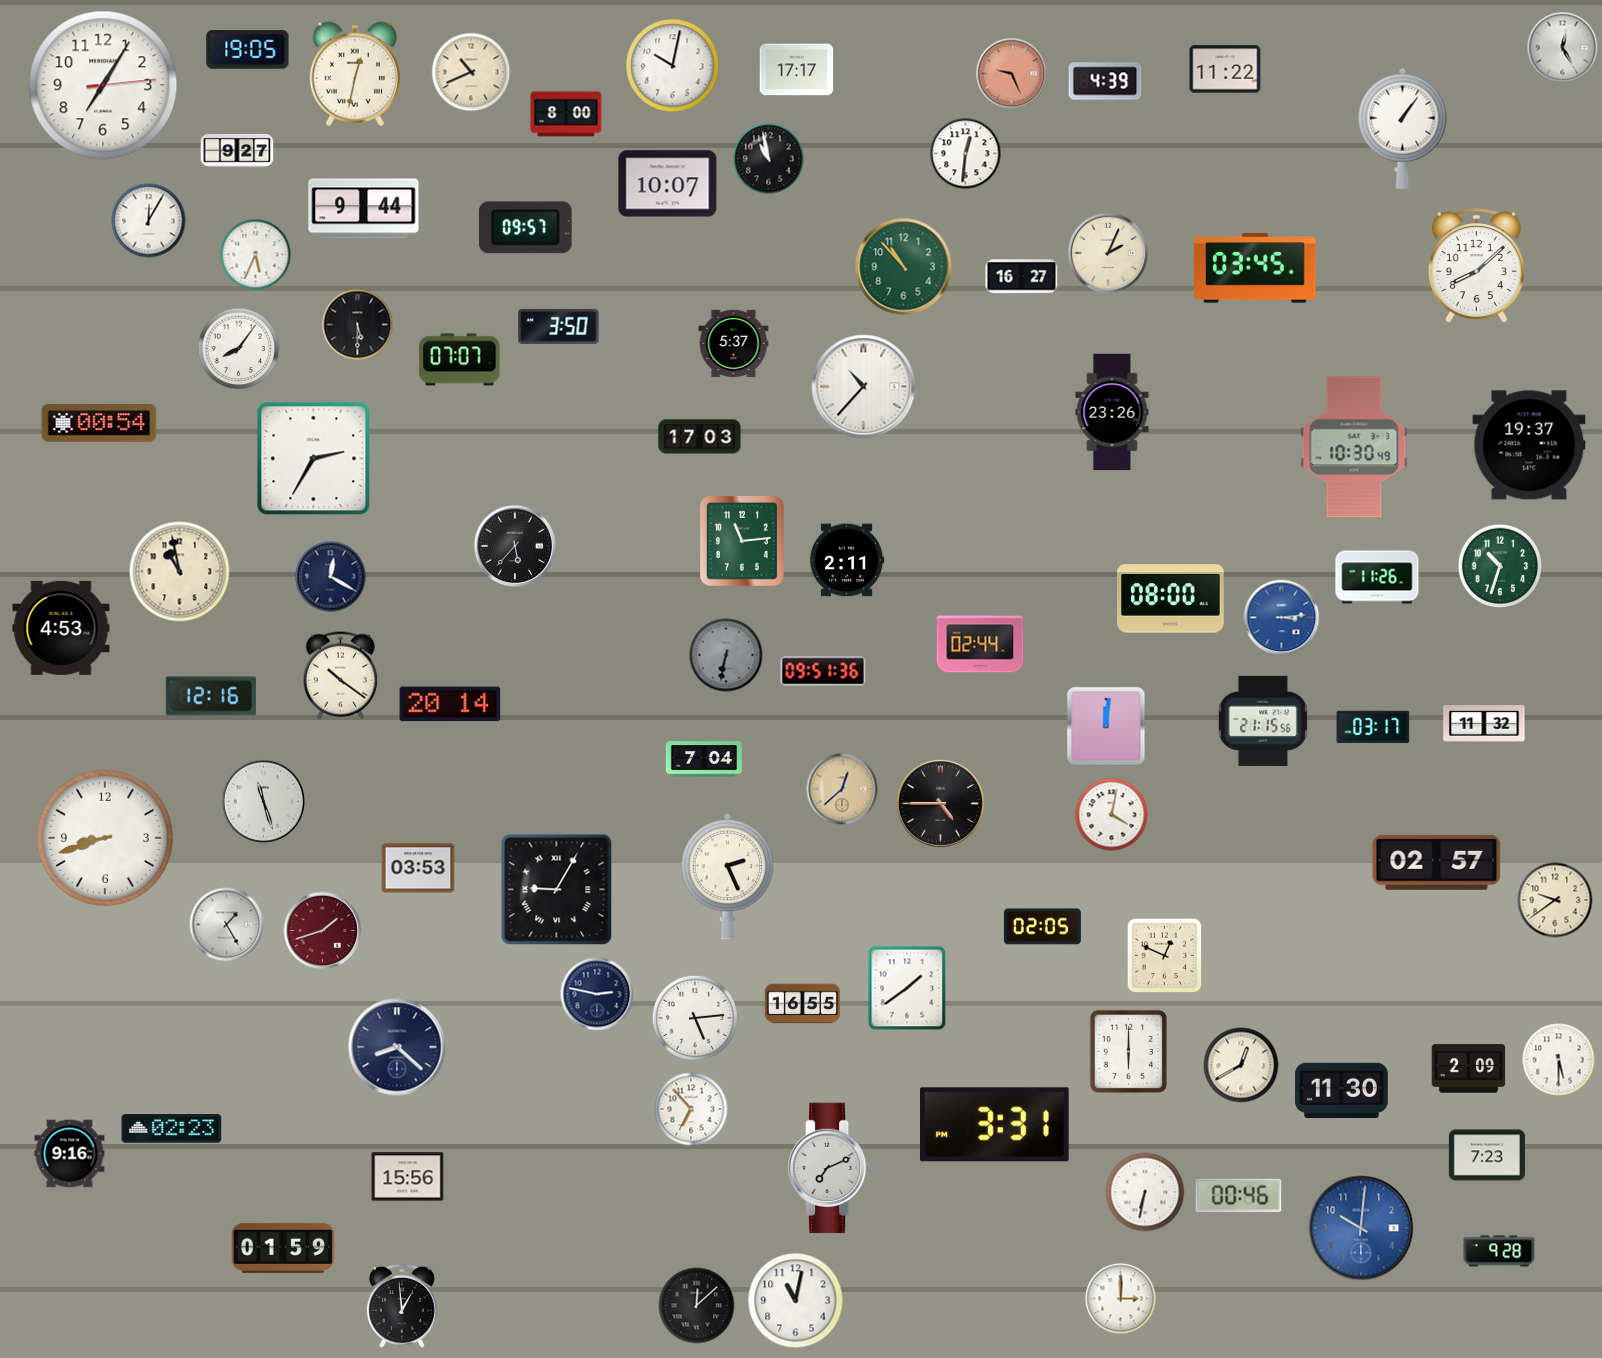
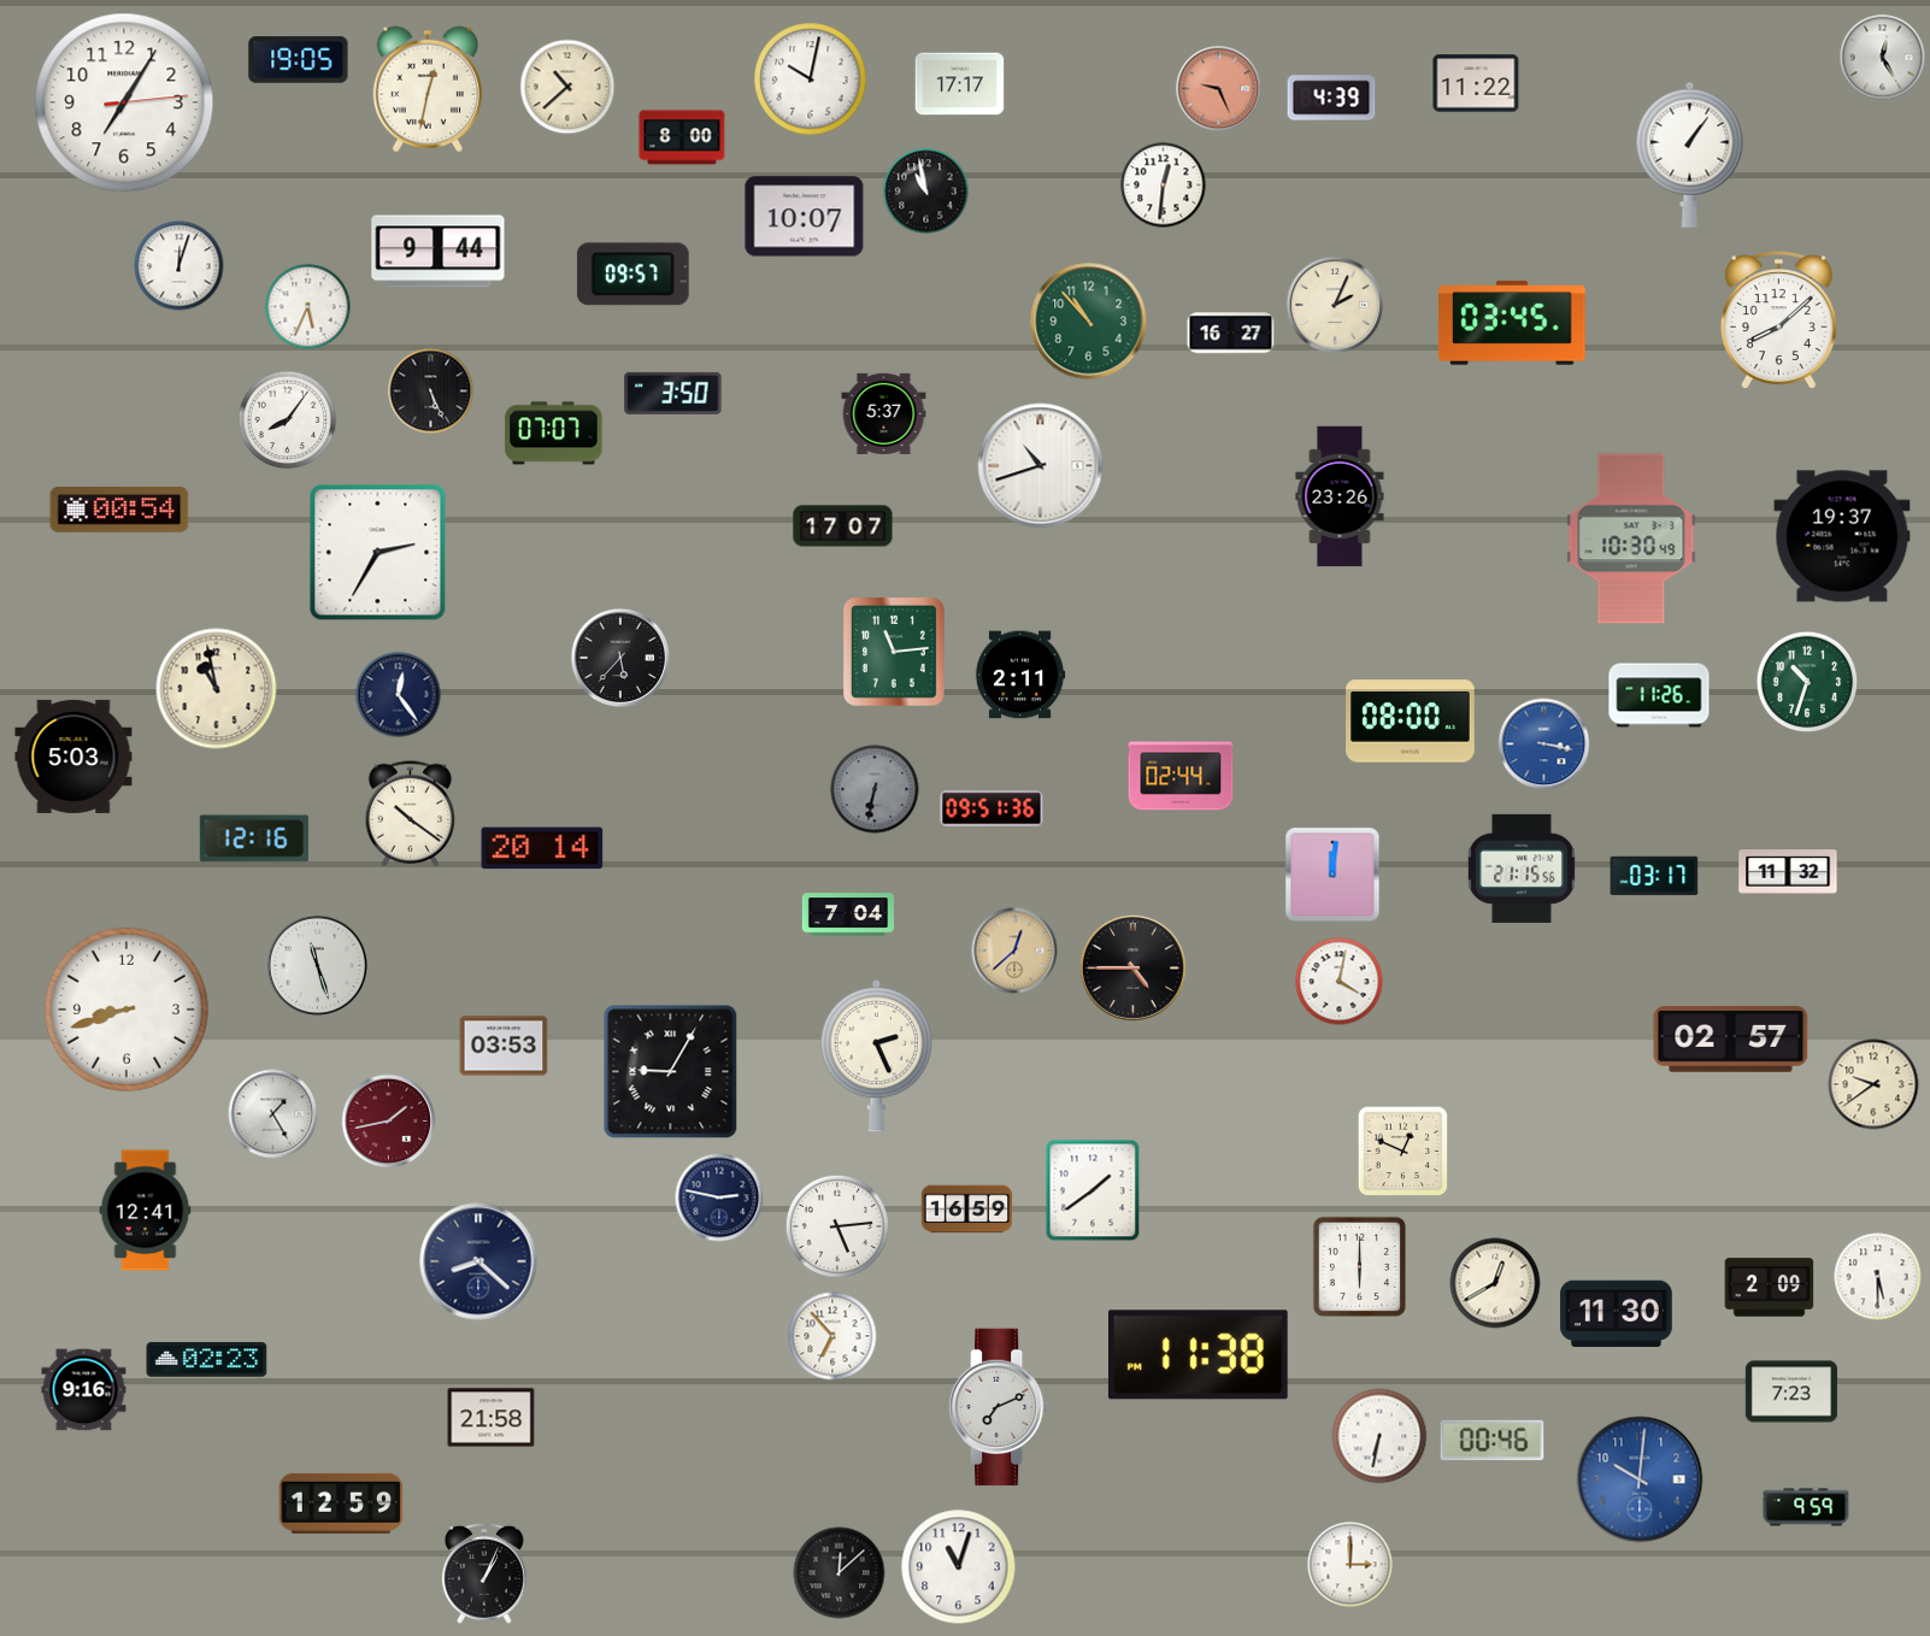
clock at (471, 72): 10:41 -> 10:38
clock at (237, 151): 9:27 -> none
clock at (668, 184) position: (668, 184) -> (805, 217)
clock at (149, 221): 12:05 -> 12:03
clock at (358, 325): 5:30 -> 5:26
clock at (864, 387): 10:37 -> 10:42
clock at (700, 437): 17:03 -> 17:07
clock at (331, 577): 12:20 -> 12:24
clock at (1282, 618): 3:14 -> 3:17
clock at (61, 628): 4:53 -> 5:03
clock at (1042, 927): 02:05 -> none
clock at (323, 931): 1:42 -> 1:43
clock at (803, 1004): 16:55 -> 16:59
clock at (146, 1211): none -> 12:41
clock at (994, 1125): 3:31 -> 11:38
clock at (408, 1177): 15:56 -> 21:58
clock at (283, 1248): 01:59 -> 12:59
clock at (1499, 1251): 9:28 -> 9:59
clock at (796, 1301): 11:02 -> 11:03
clock at (402, 1306): 12:59 -> 1:04
